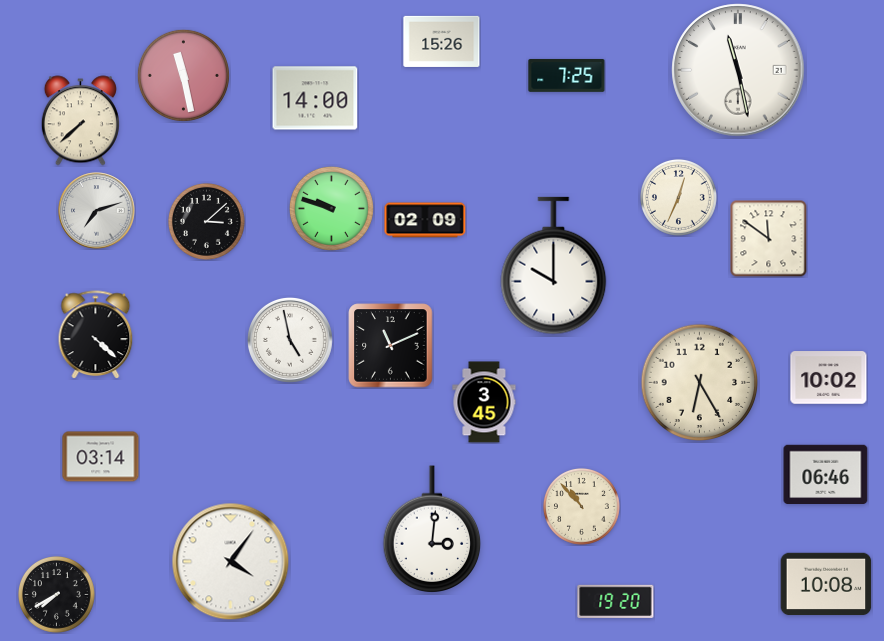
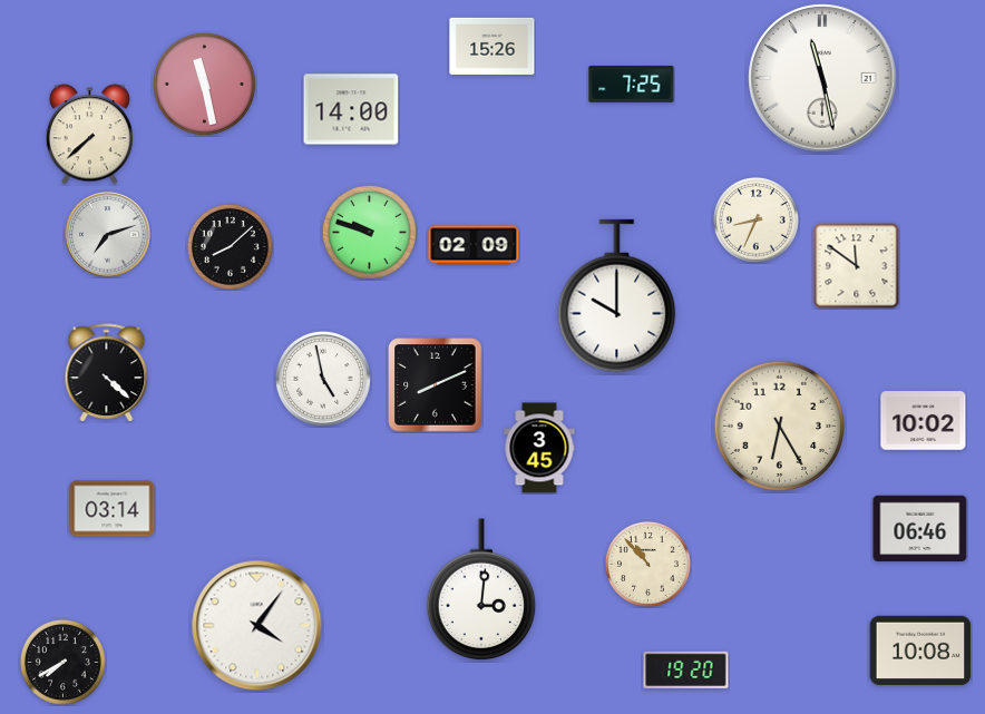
clock at (678, 197): 12:34 -> 8:34
clock at (206, 221): 3:08 -> 8:08
clock at (391, 346): 11:11 -> 8:11
